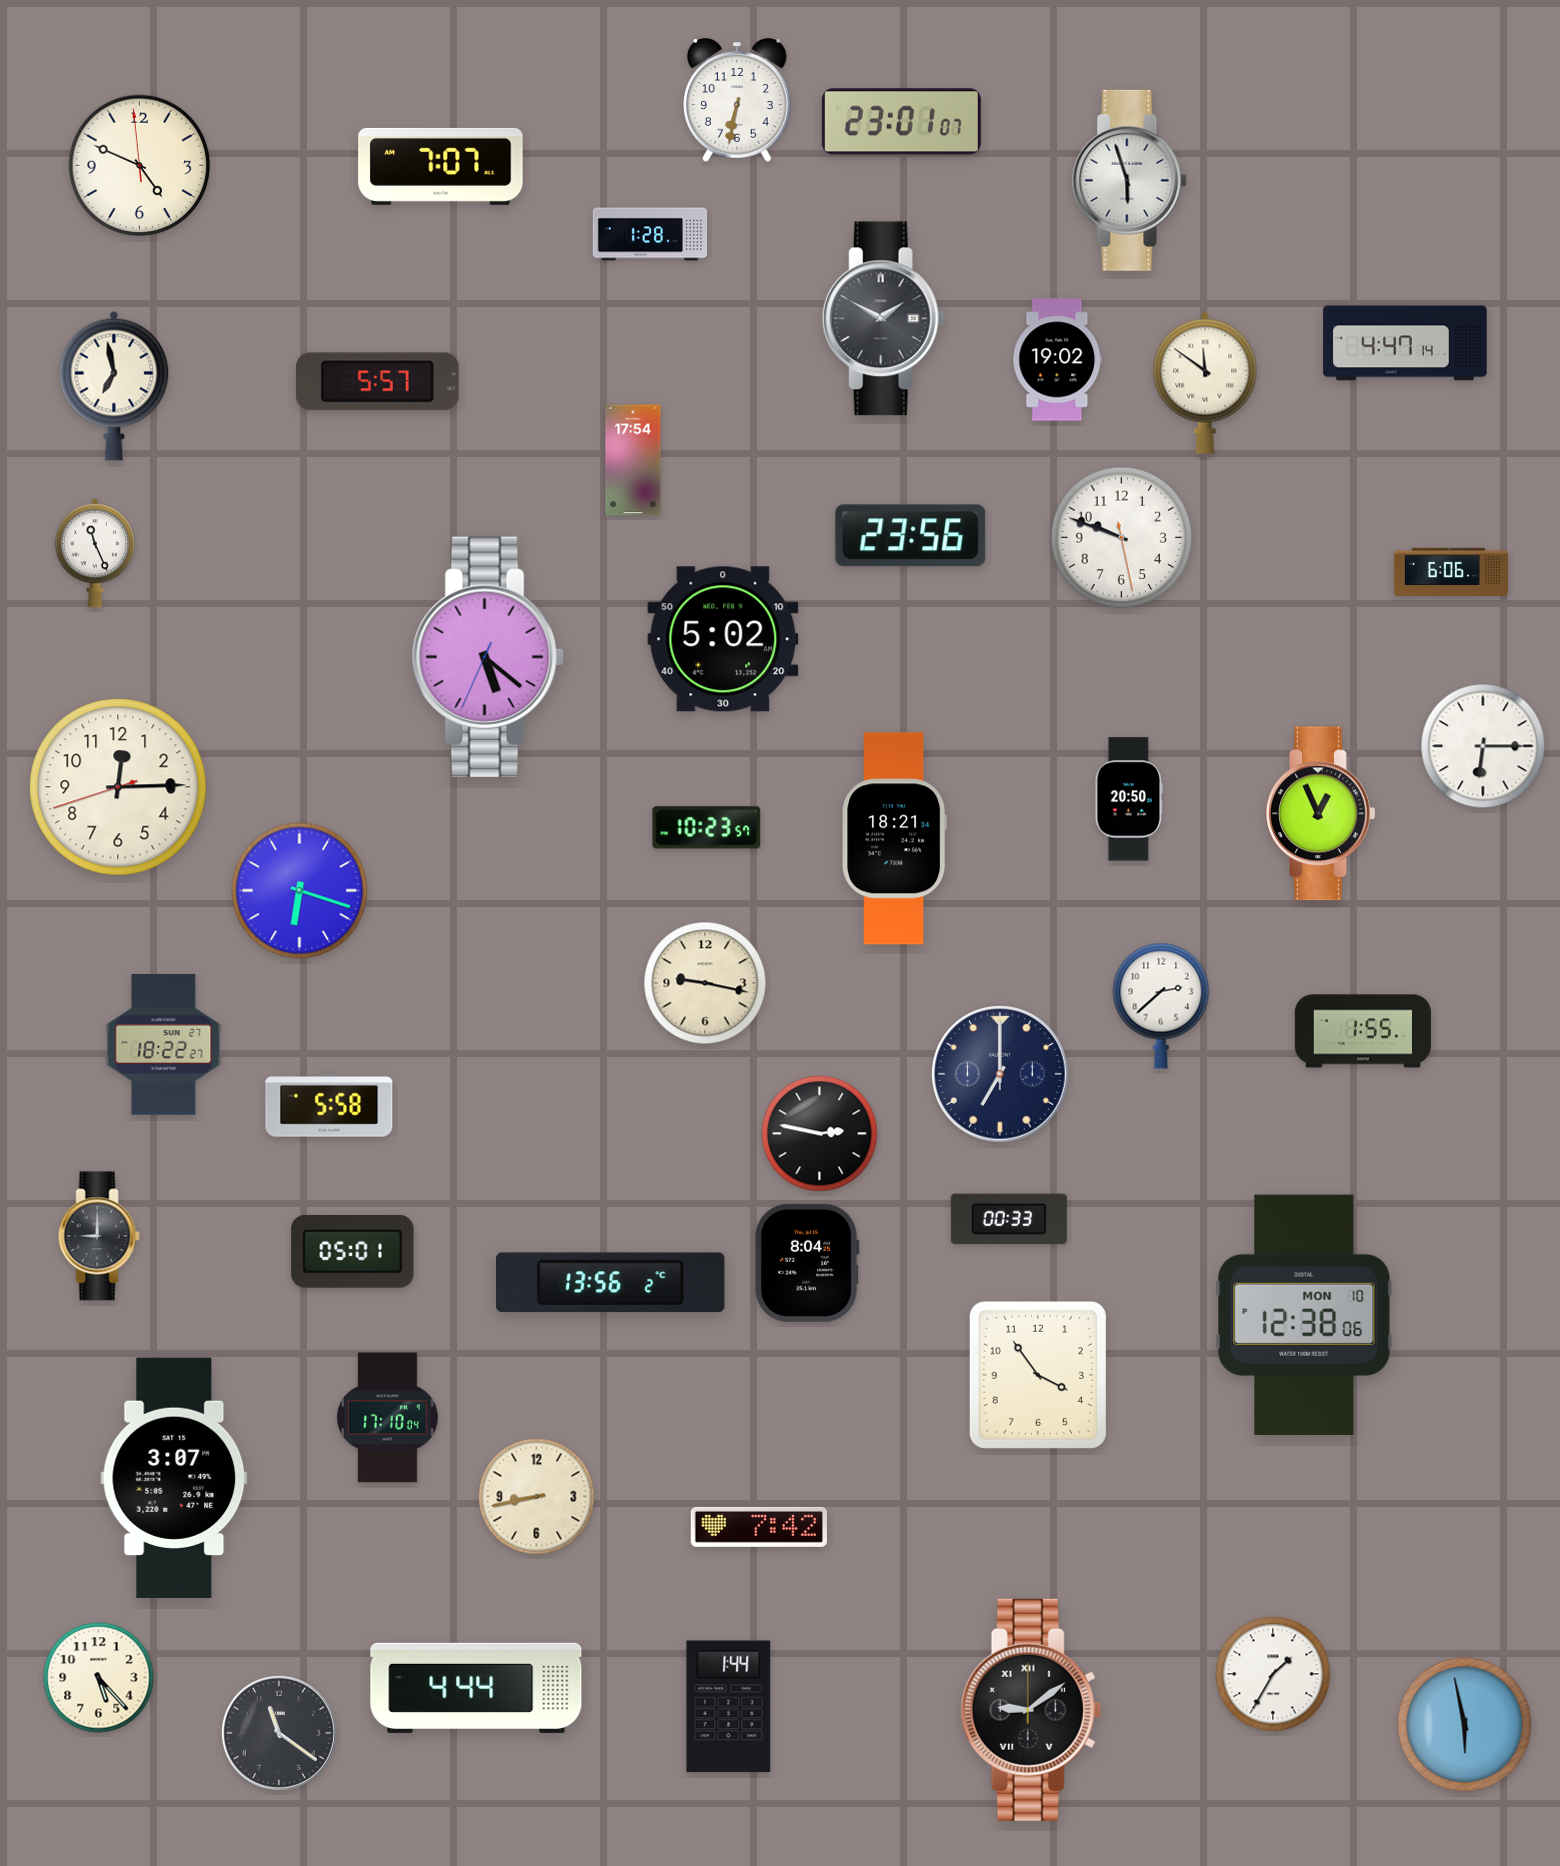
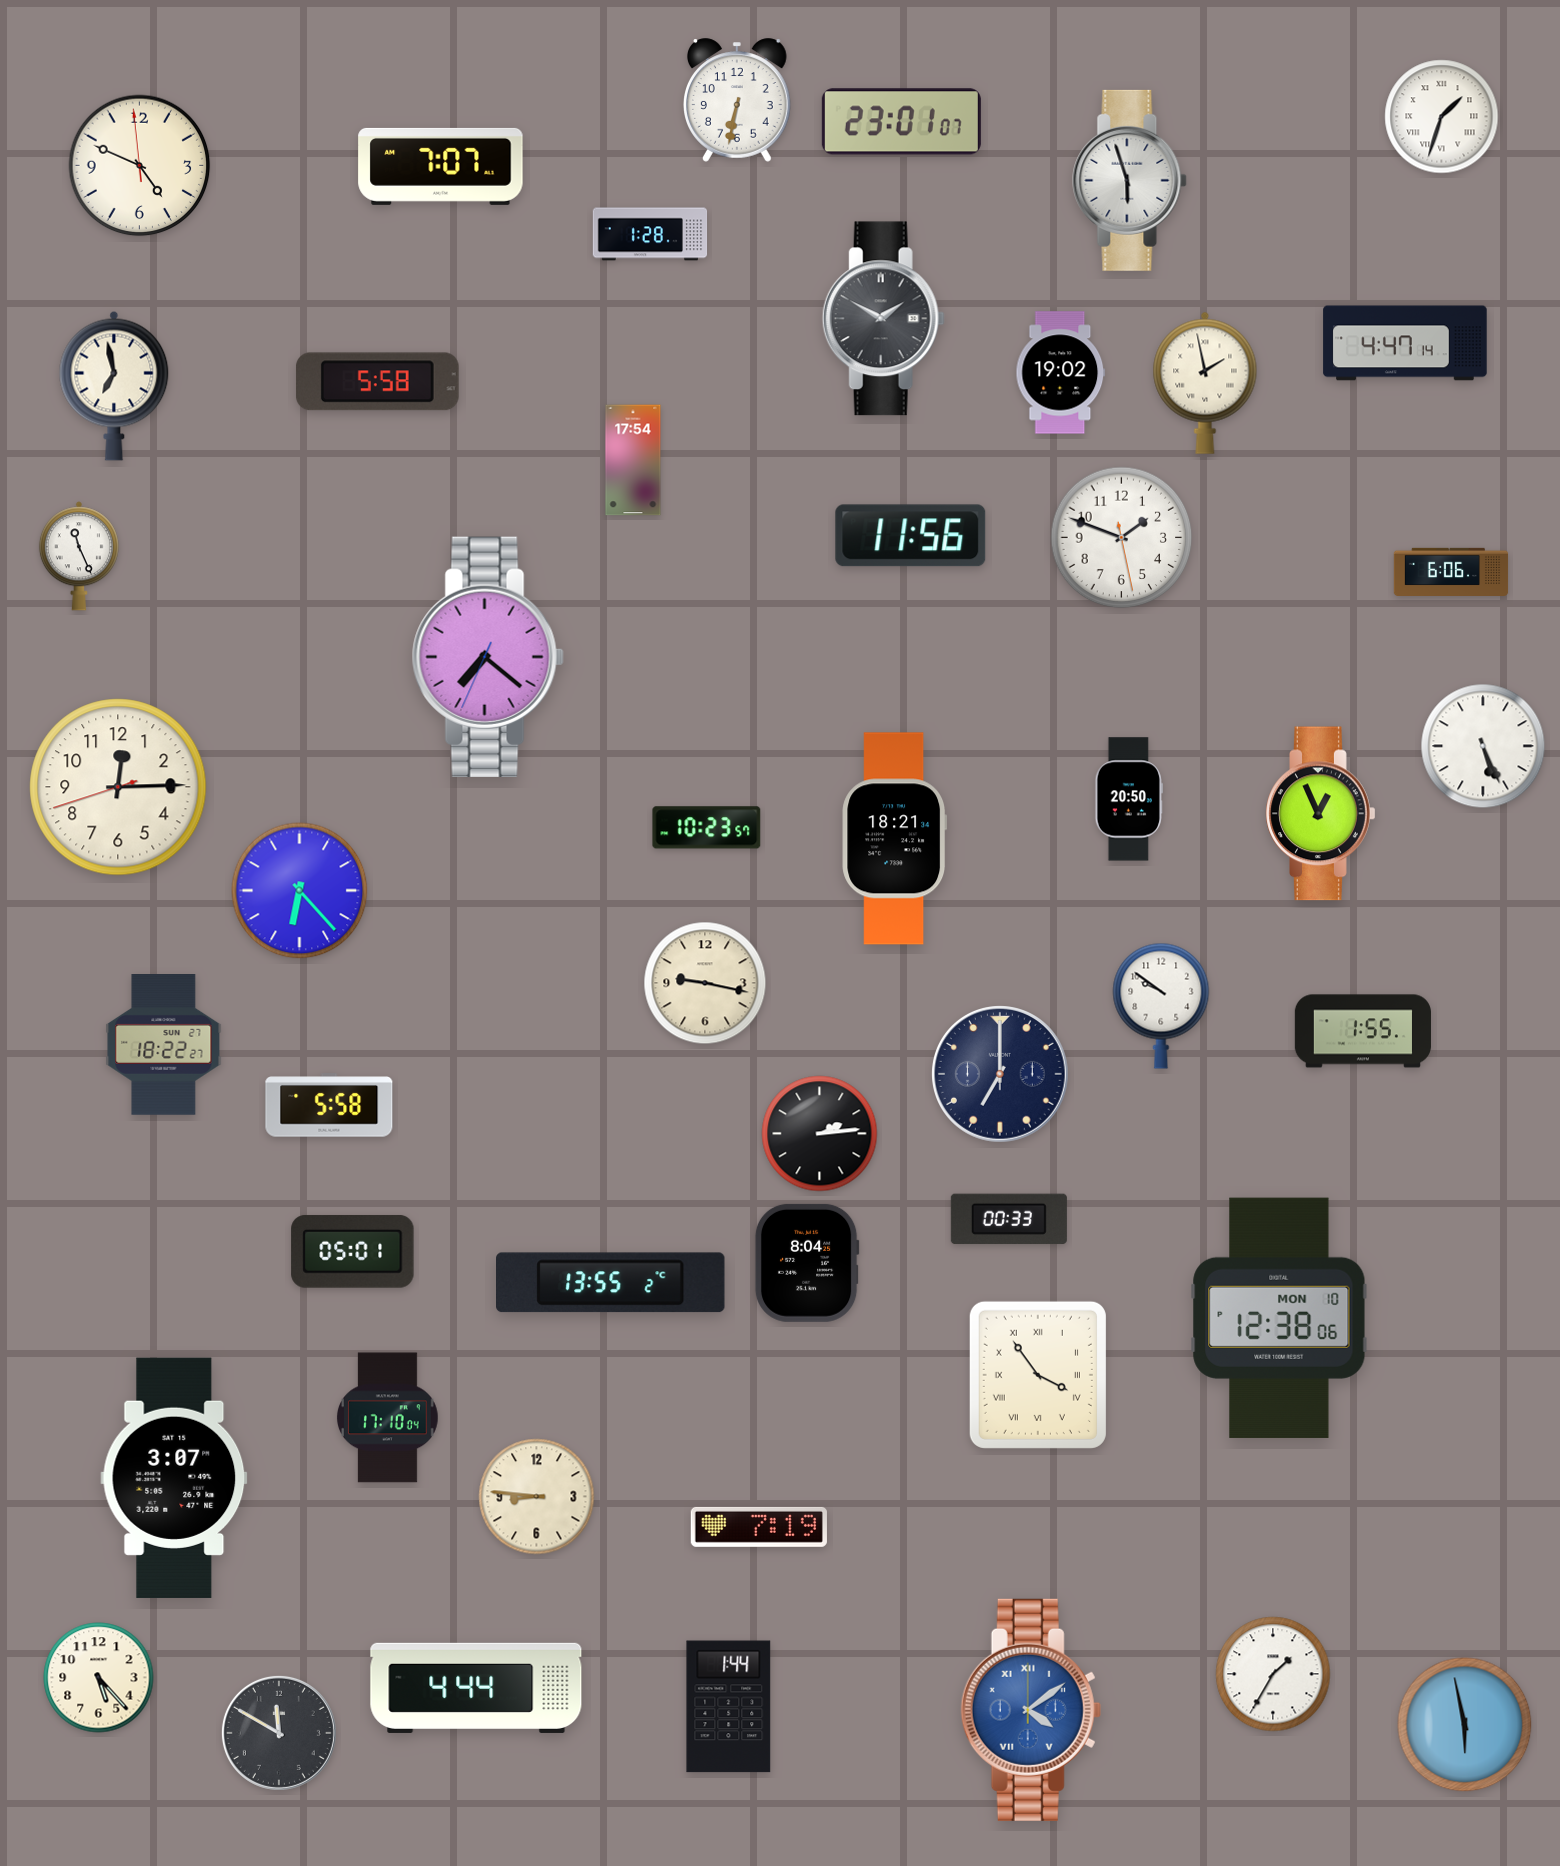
clock at (1442, 117): none -> 1:33
clock at (1058, 360) position: (1058, 360) -> (1061, 373)
clock at (377, 382): 5:57 -> 5:58
clock at (1205, 383): 11:51 -> 1:58
clock at (911, 536): 23:56 -> 11:56
clock at (1122, 538): 9:48 -> 1:48
clock at (95, 553) position: (95, 553) -> (79, 556)
clock at (723, 639): 5:02 -> none
clock at (488, 657): 5:21 -> 7:21
clock at (1483, 746): 6:15 -> 5:26
clock at (300, 891): 6:18 -> 6:23
clock at (1161, 1006): 2:38 -> 9:51
clock at (820, 1134): 2:47 -> 2:14
clock at (99, 1236): 9:00 -> none
clock at (611, 1283): 13:56 -> 13:55
clock at (1304, 1315) position: (1304, 1315) -> (1279, 1318)
clock at (1038, 1375) numerals: Arabic -> Roman
clock at (537, 1497): 8:43 -> 8:46
clock at (759, 1527): 7:42 -> 7:19
clock at (1031, 1710): 9:09 -> 4:09
clock at (1031, 1710) dial: black -> blue
clock at (279, 1733): 11:21 -> 11:50
